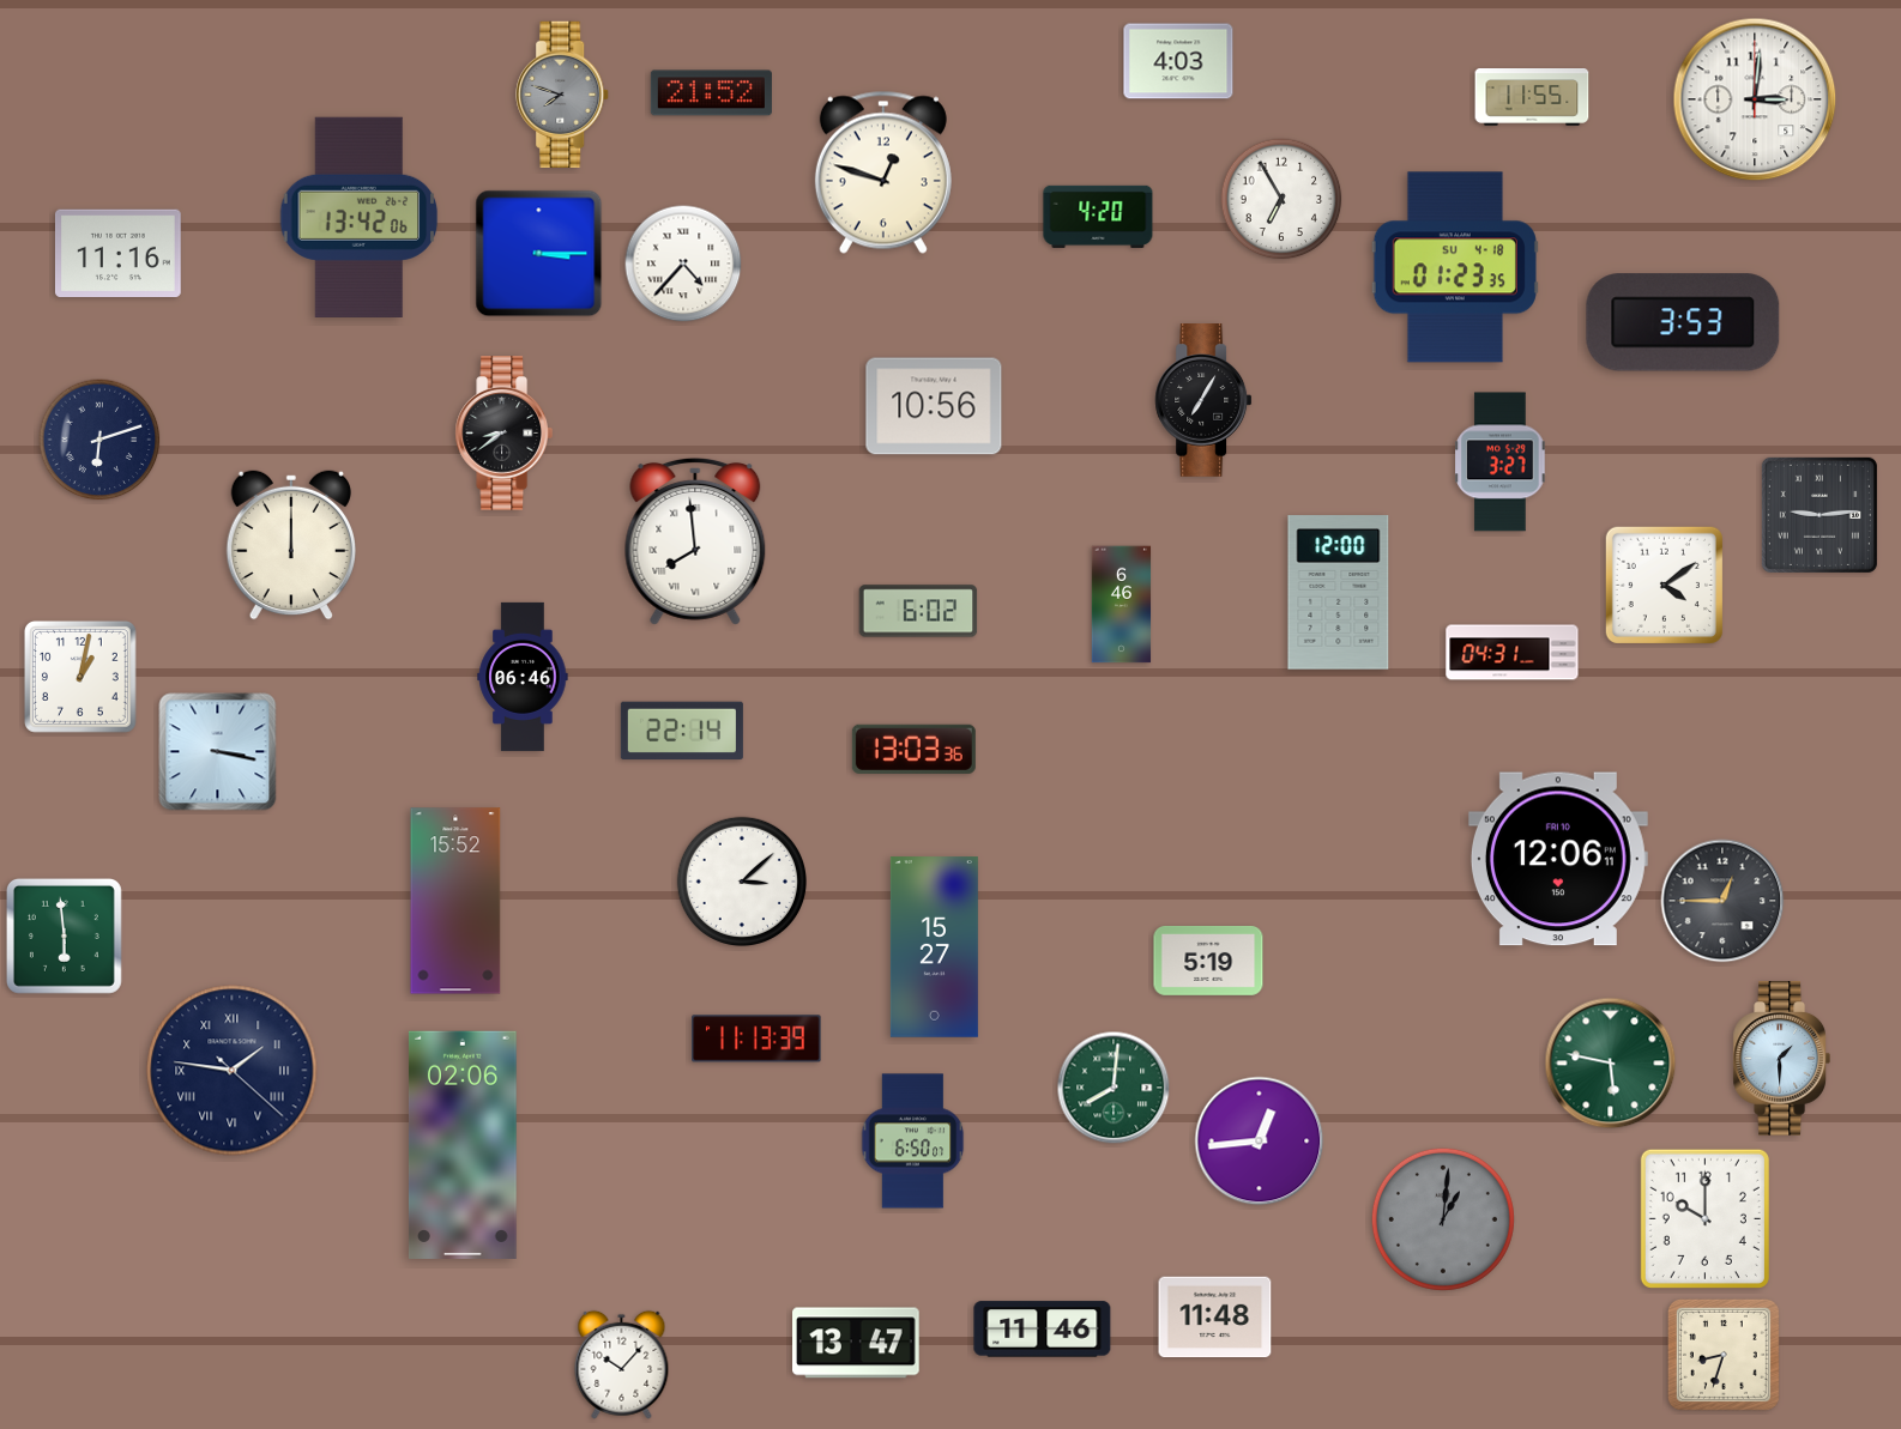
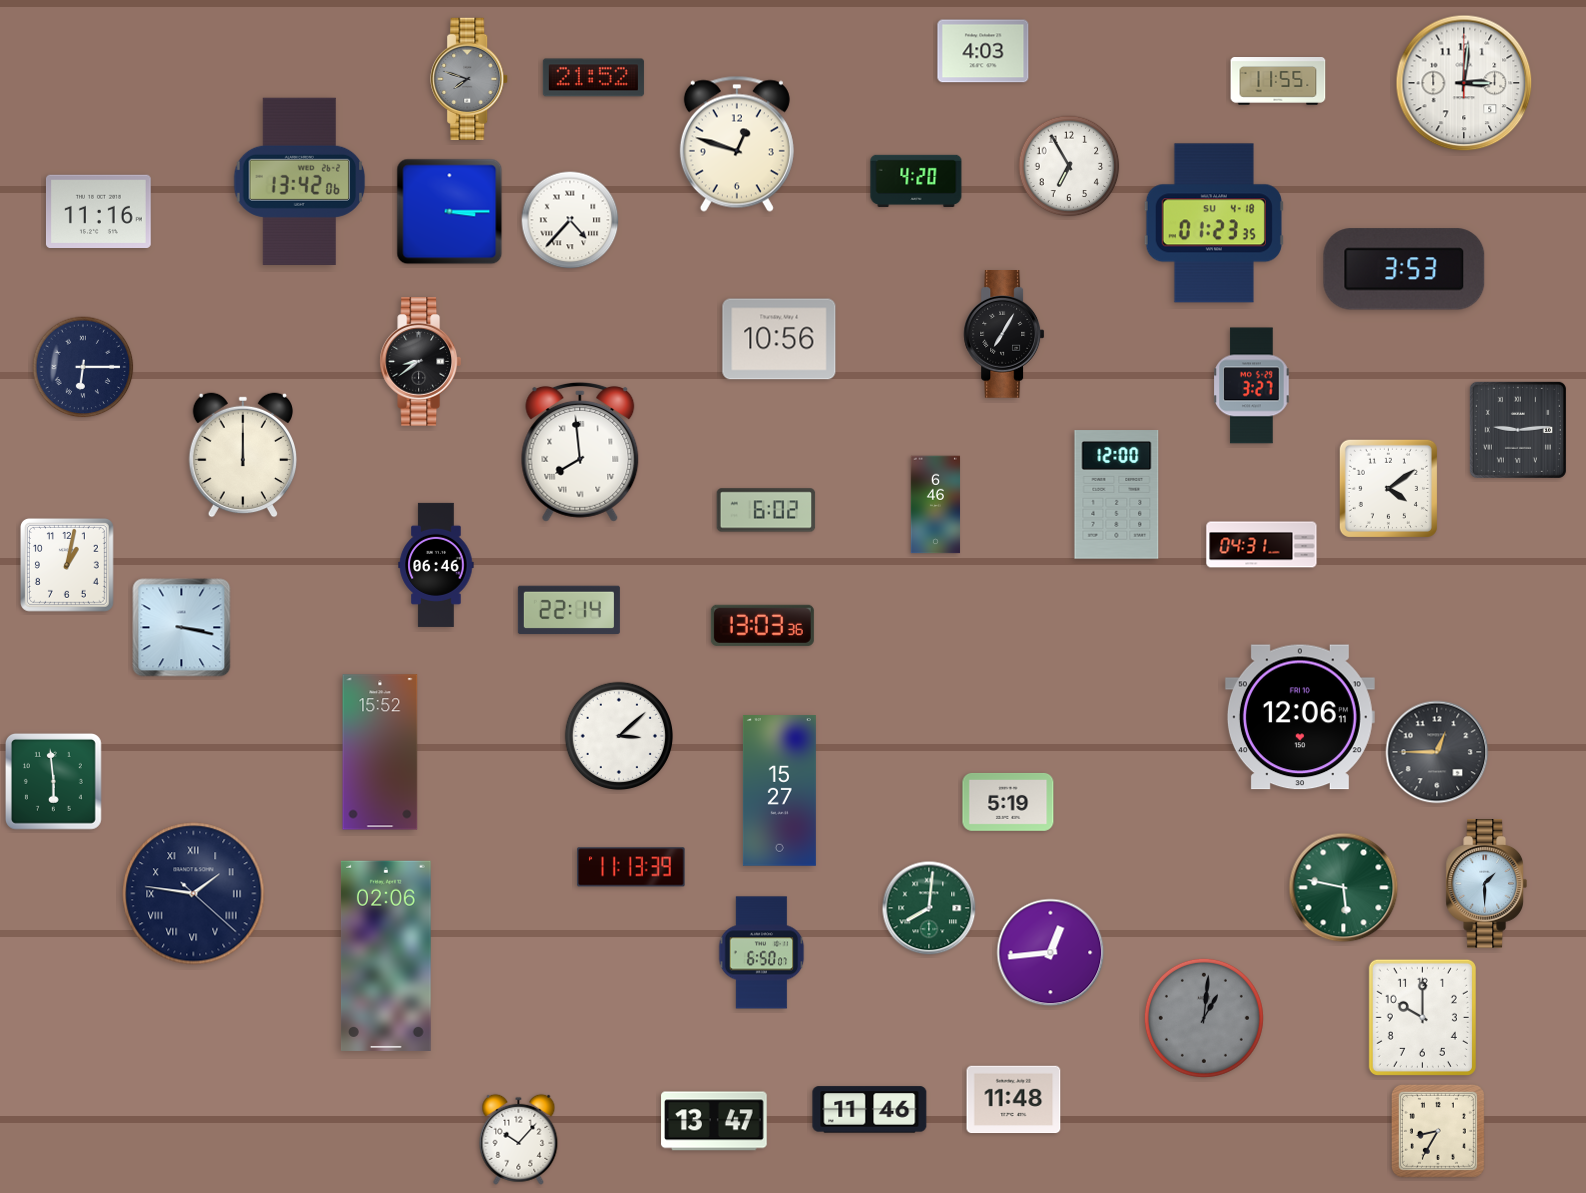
clock at (99, 440): 6:12 -> 6:15
clock at (1724, 1355): 8:33 -> 8:35
